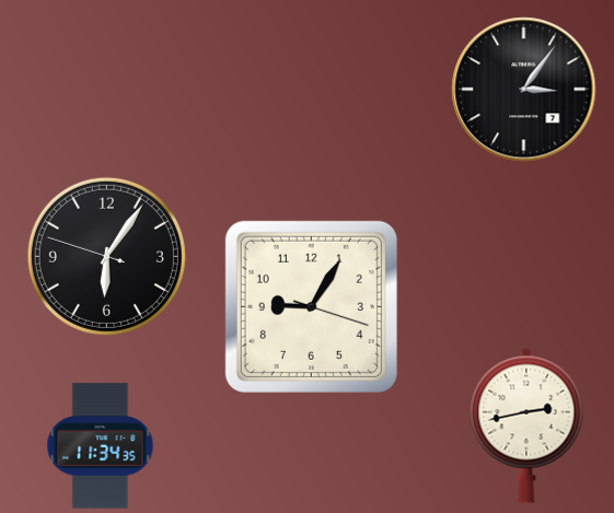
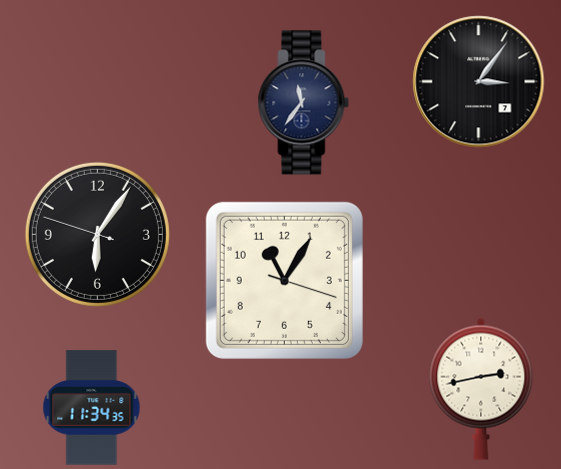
clock at (304, 103): none -> 11:36
clock at (311, 306): 9:05 -> 11:05
